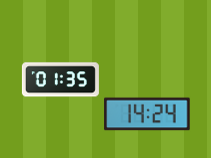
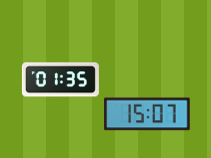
clock at (147, 114): 14:24 -> 15:07
